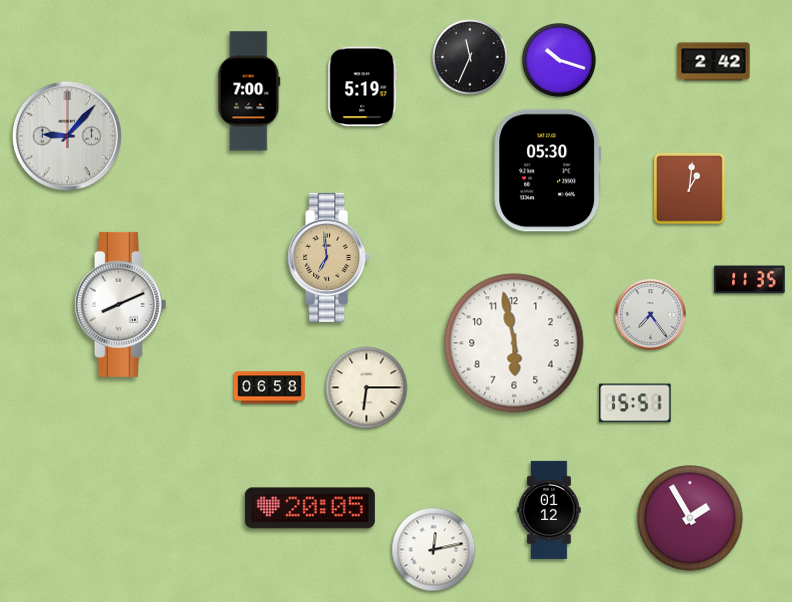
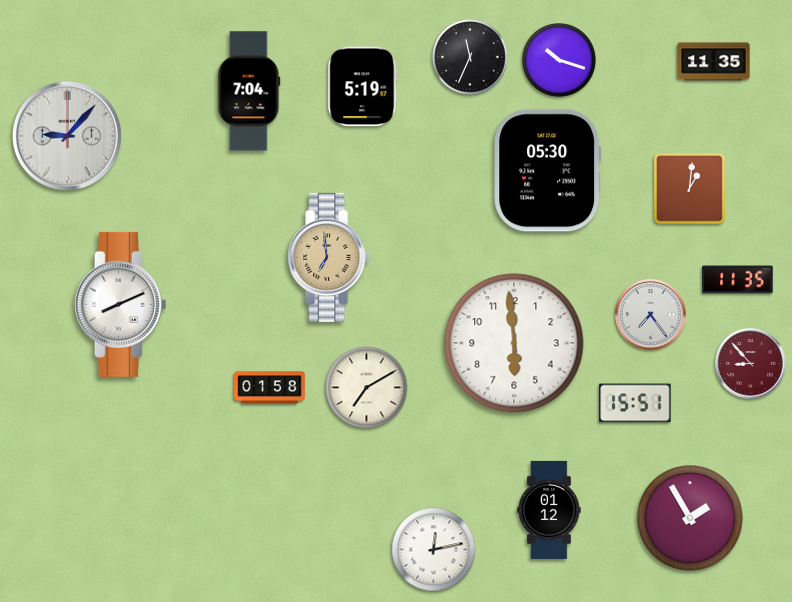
clock at (714, 62): 2:42 -> 11:35
clock at (249, 91): 7:00 -> 7:04
clock at (750, 280) position: (750, 280) -> (738, 280)
clock at (514, 343): 5:58 -> 5:59
clock at (751, 364): none -> 8:53
clock at (270, 388): 06:58 -> 01:58
clock at (367, 388): 6:15 -> 7:10
clock at (310, 508): 20:05 -> none
